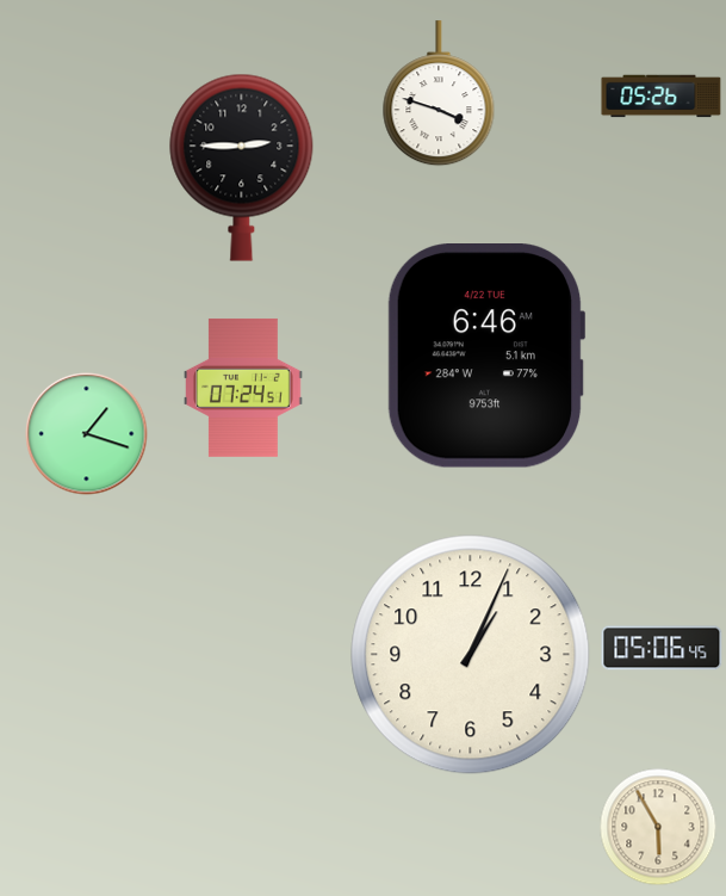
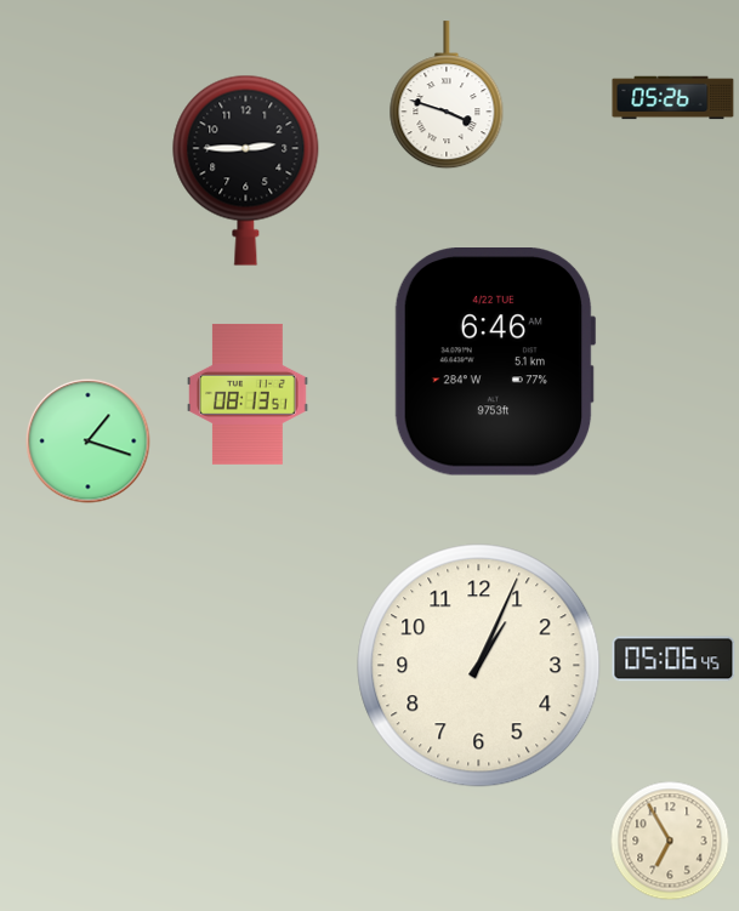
clock at (244, 388): 07:24 -> 08:13
clock at (658, 827): 5:55 -> 6:55
